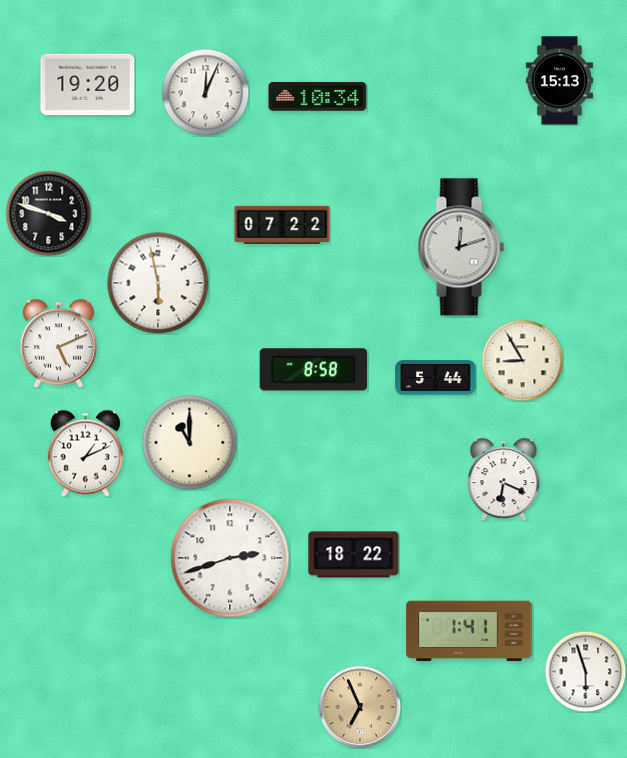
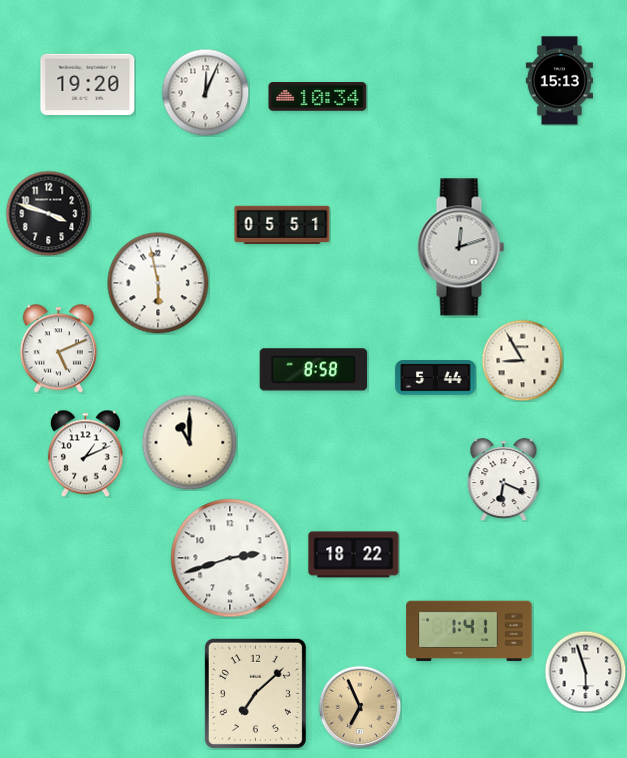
clock at (282, 224): 07:22 -> 05:51
clock at (59, 344) position: (59, 344) -> (59, 349)
clock at (255, 693): none -> 7:08
